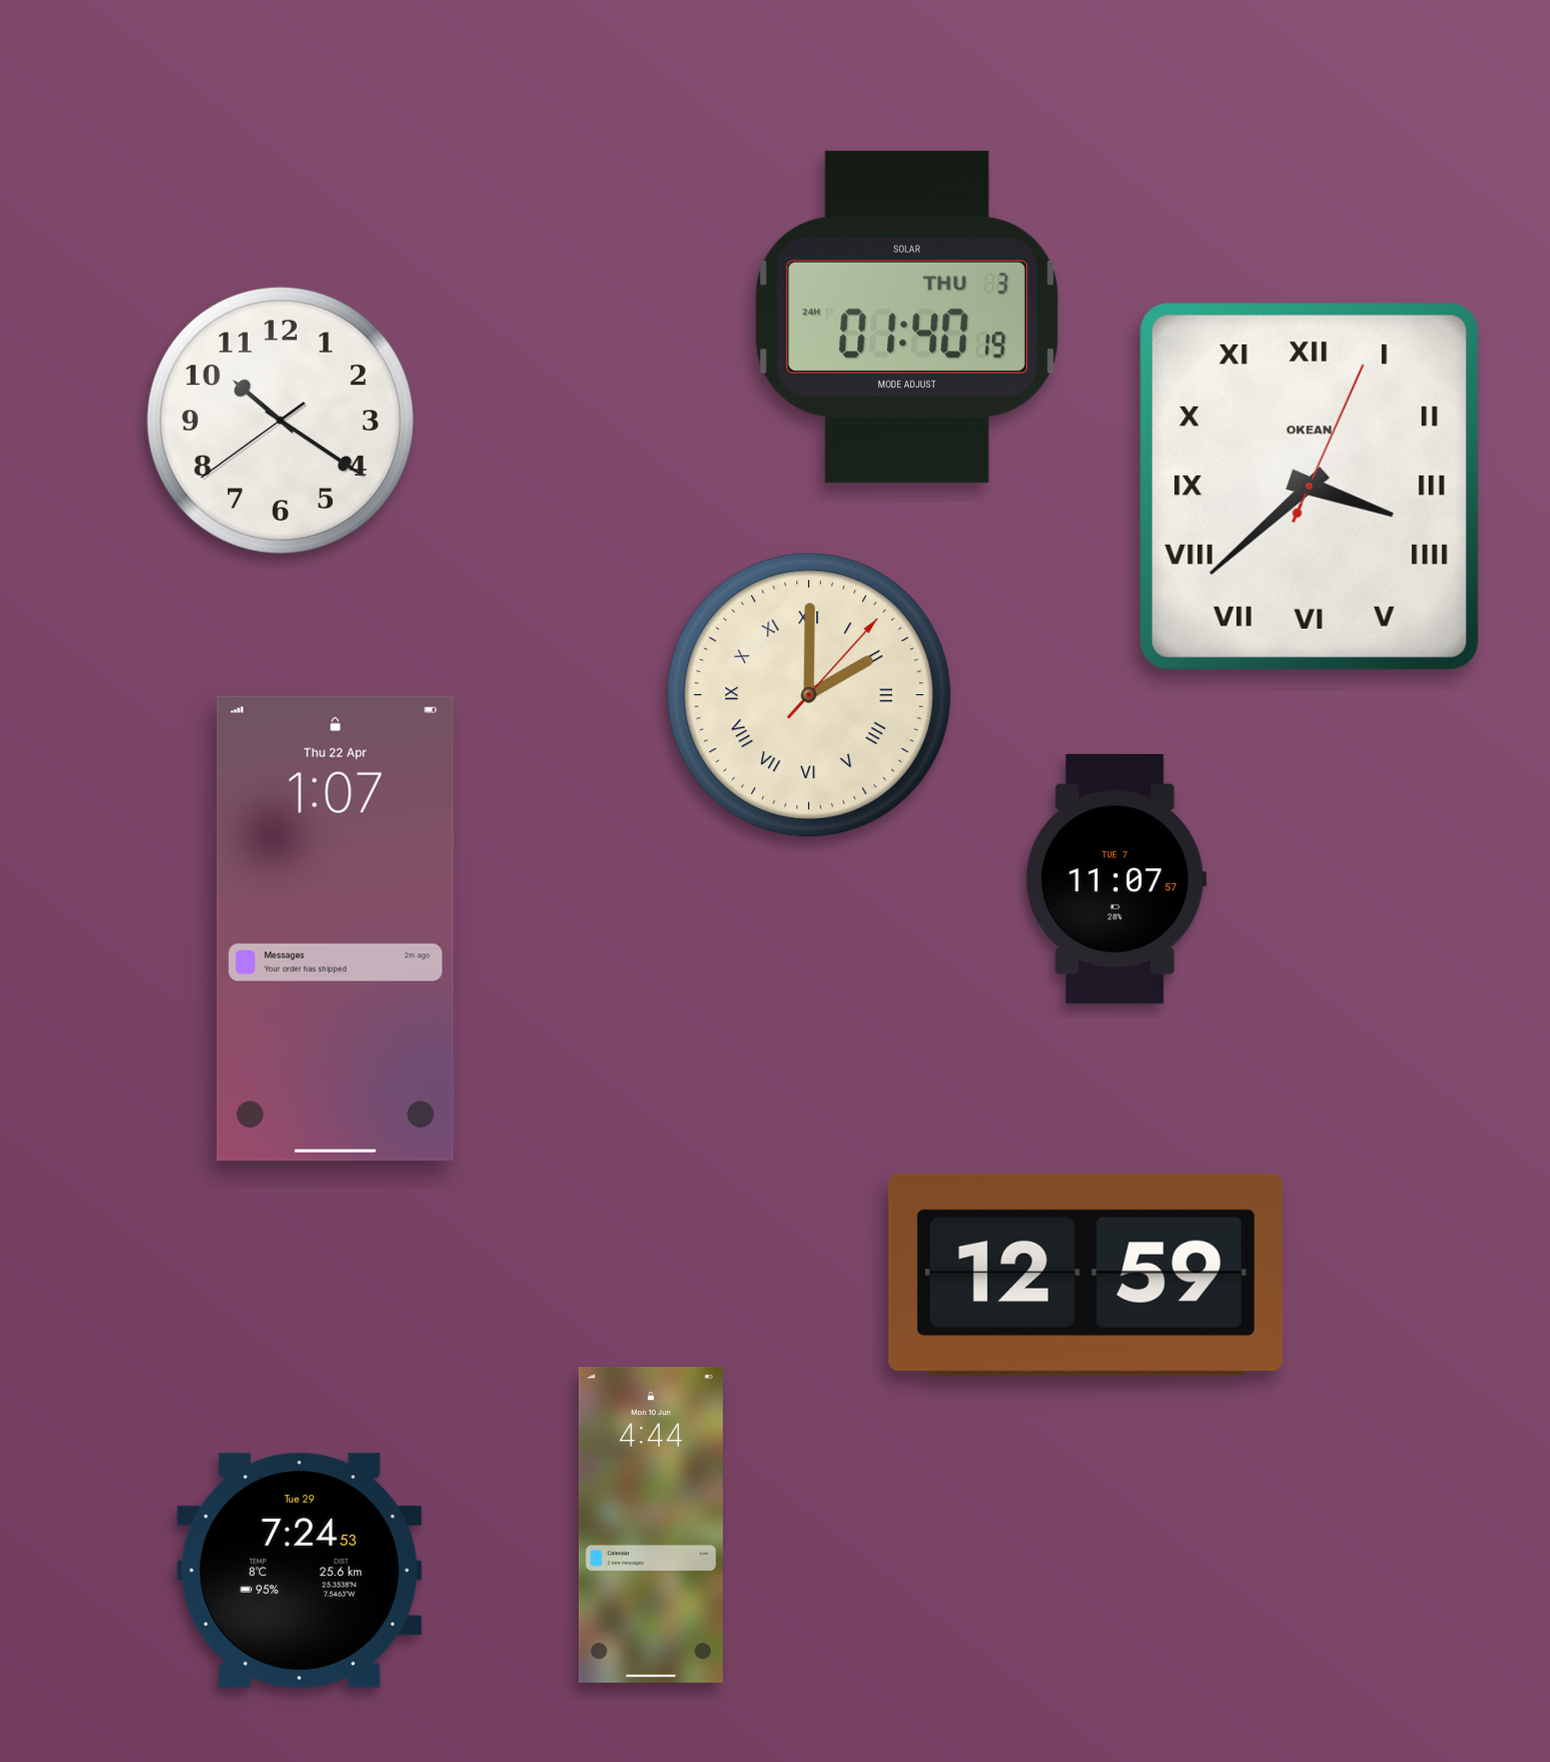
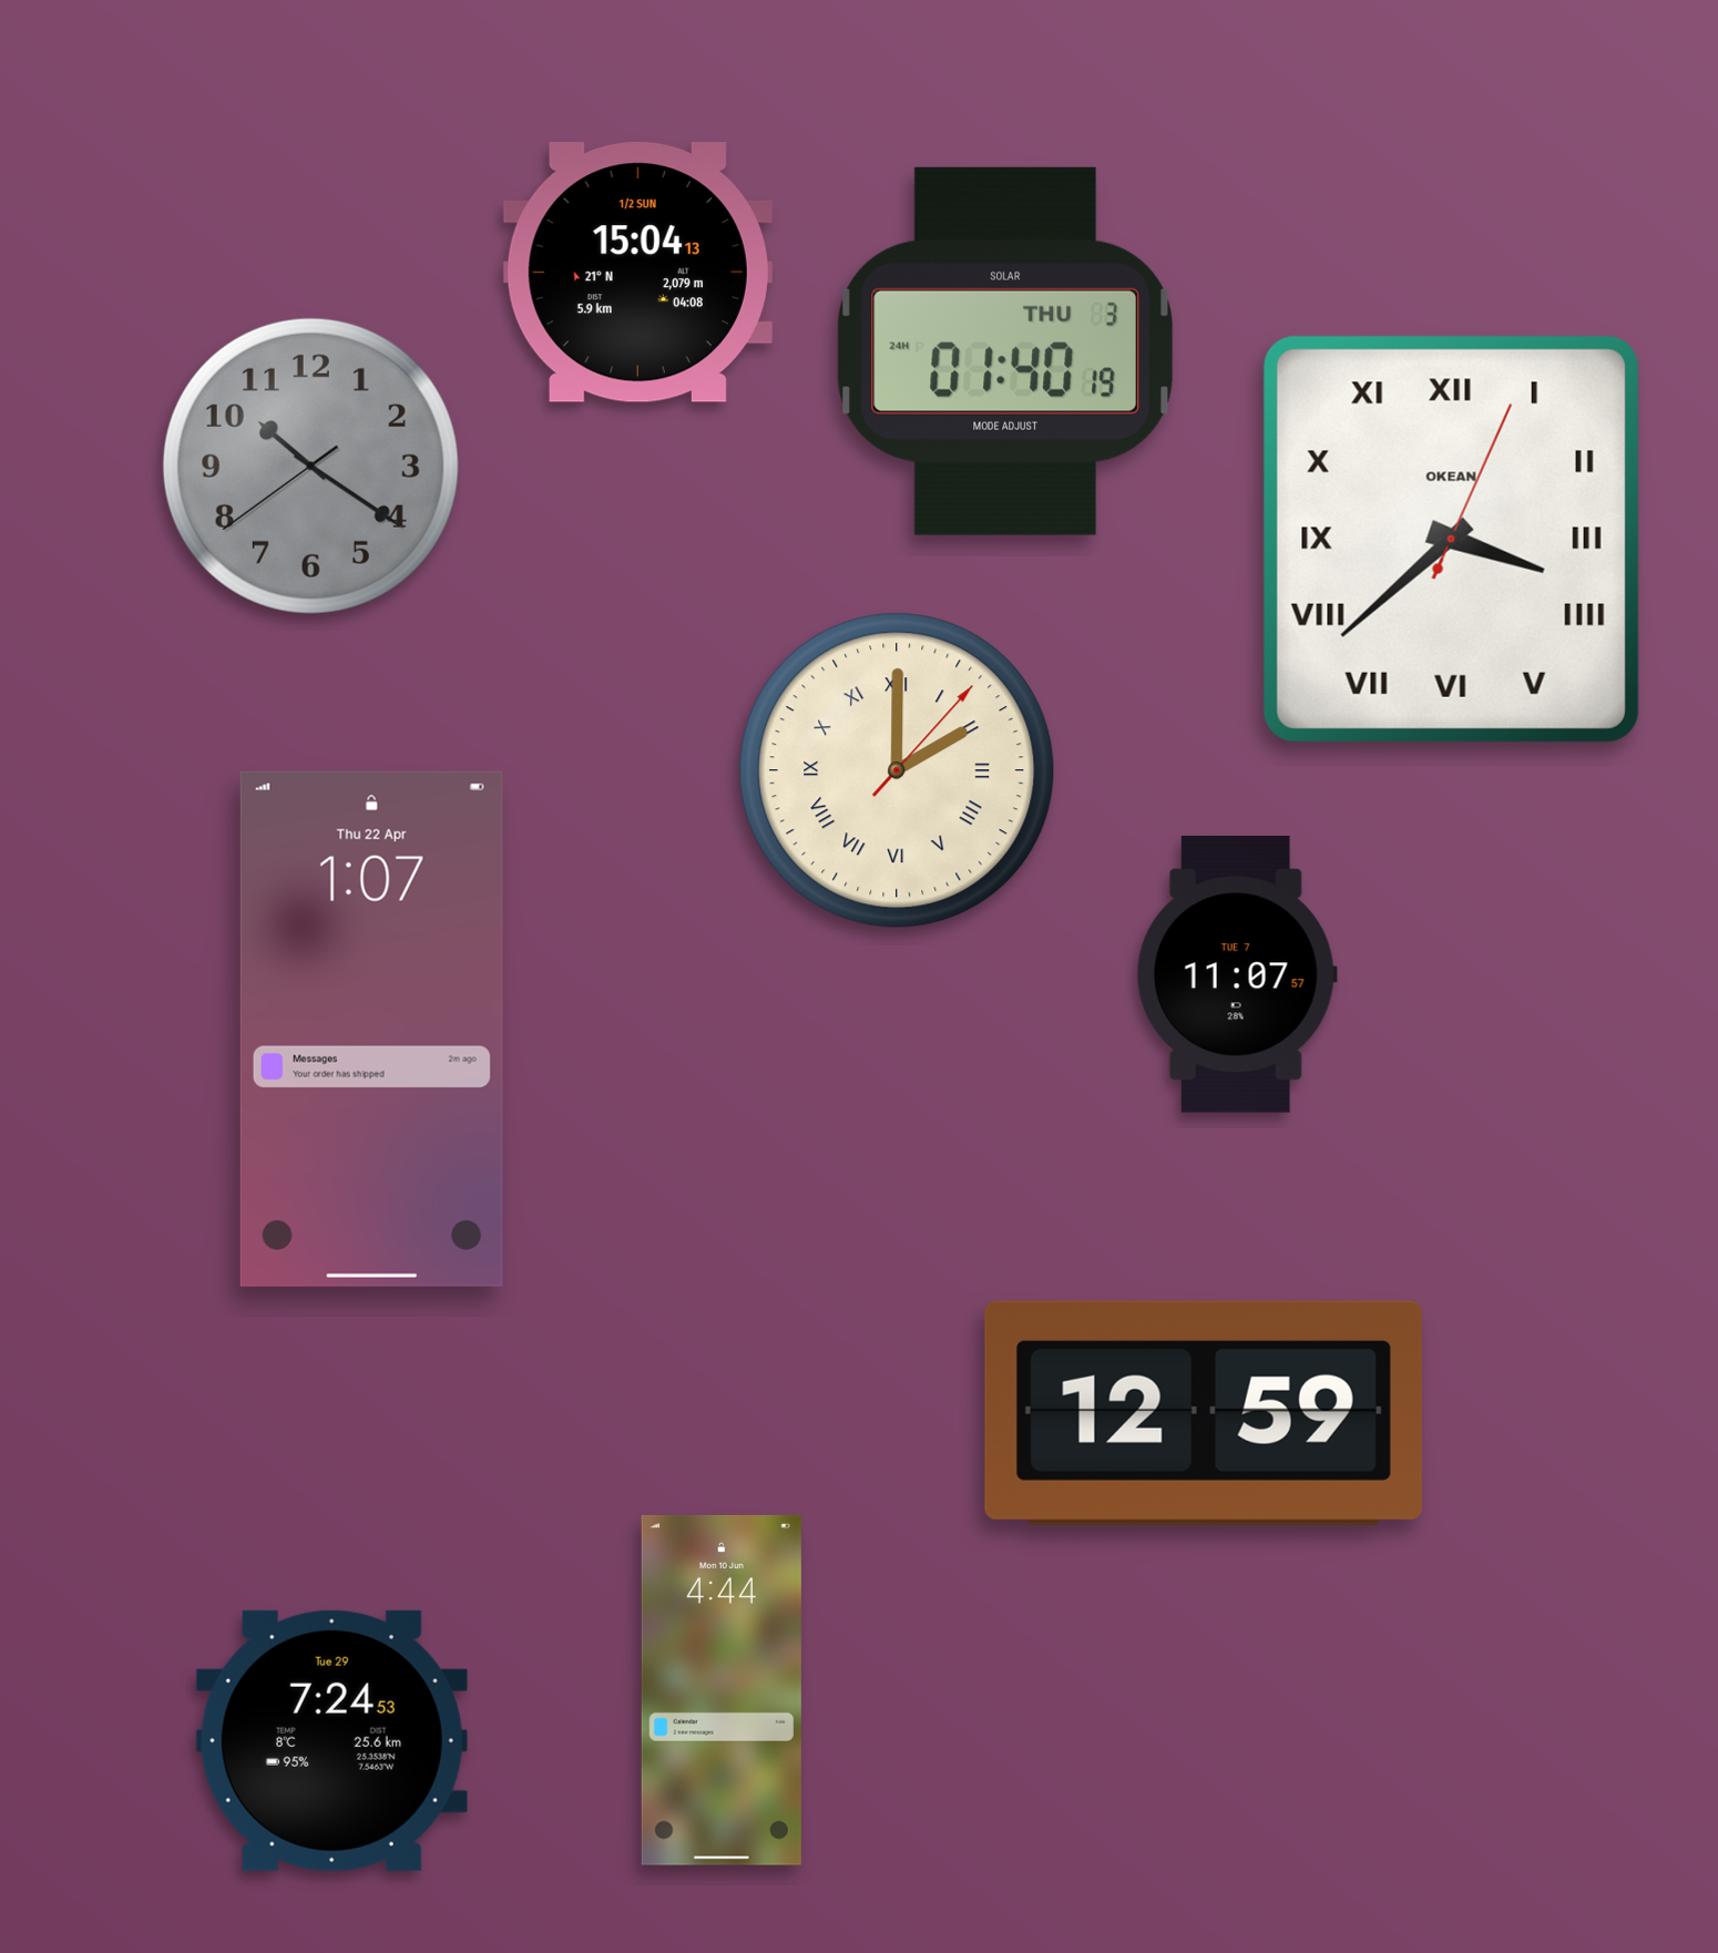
clock at (637, 273): none -> 15:04
clock at (280, 420) dial: white -> grey
